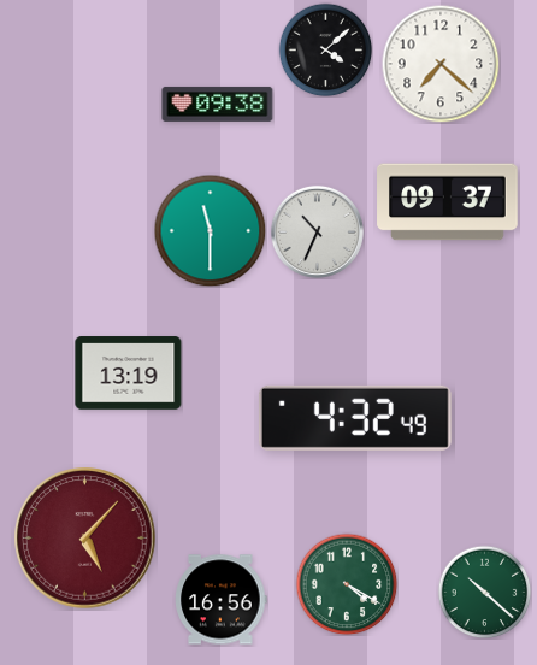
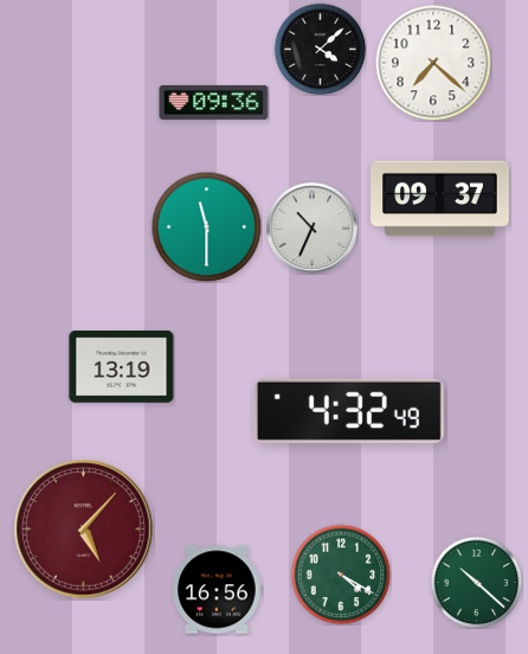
clock at (218, 104): 09:38 -> 09:36
clock at (129, 373) position: (129, 373) -> (122, 367)
